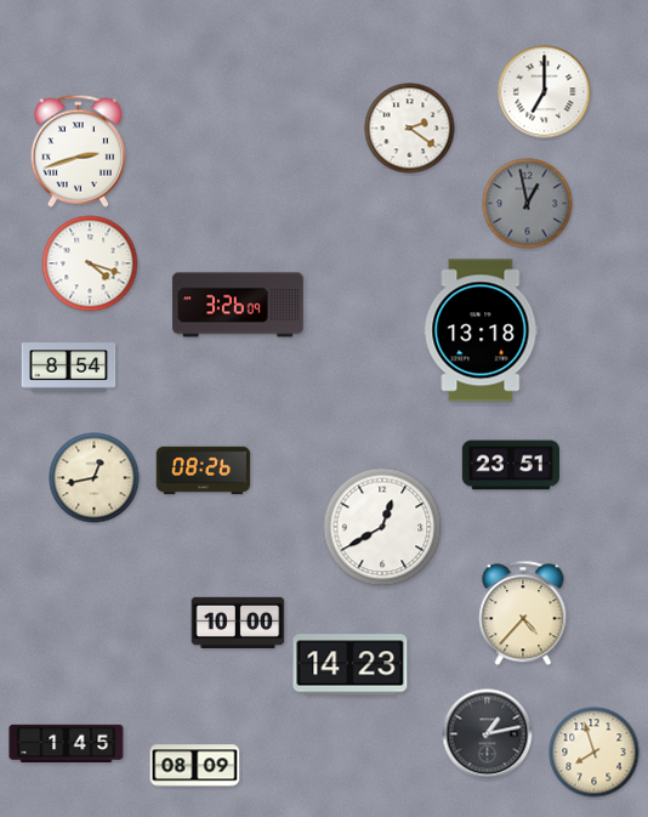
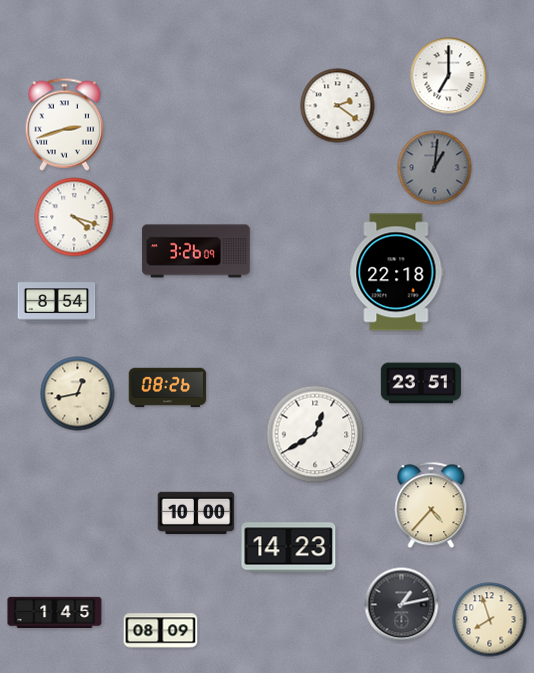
clock at (528, 204): 12:58 -> 1:01
clock at (481, 330): 13:18 -> 22:18
